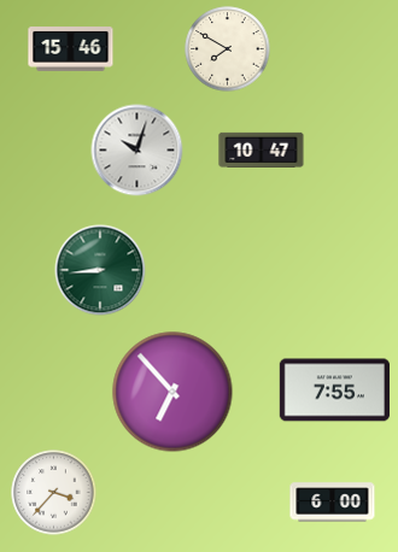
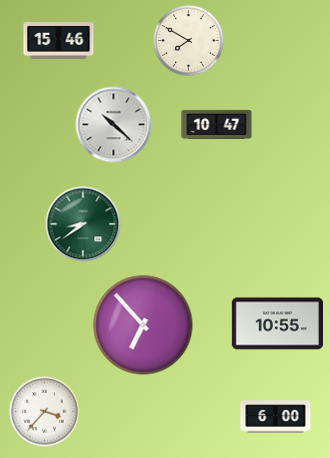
clock at (137, 151): 10:03 -> 10:22
clock at (100, 270): 8:44 -> 8:39
clock at (334, 390): 7:55 -> 10:55
clock at (54, 493) position: (54, 493) -> (45, 412)
